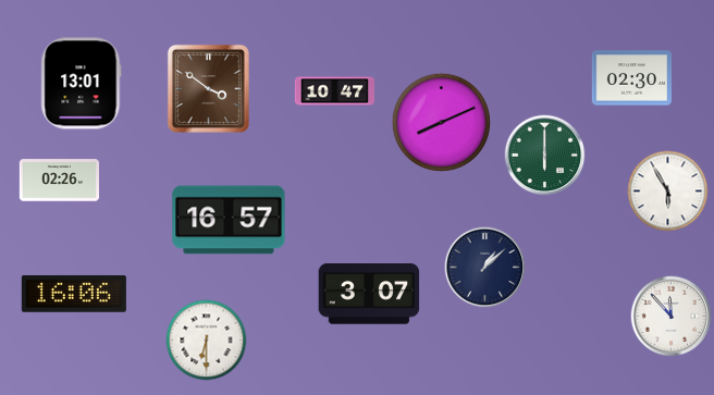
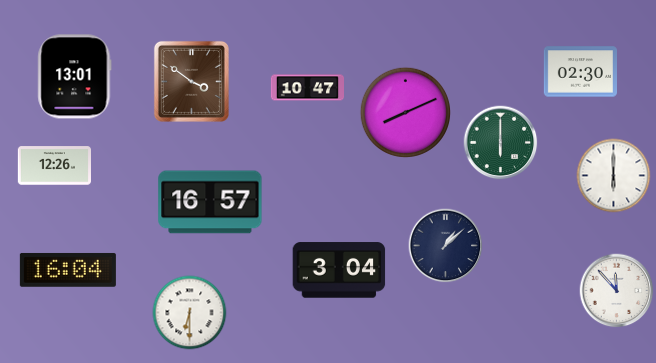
clock at (334, 91) position: (334, 91) -> (307, 88)
clock at (59, 181): 02:26 -> 12:26
clock at (668, 192): 5:55 -> 6:00
clock at (74, 294): 16:06 -> 16:04
clock at (369, 294): 3:07 -> 3:04
